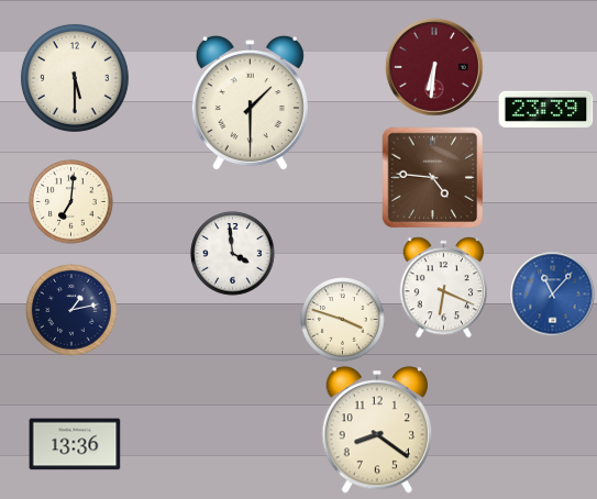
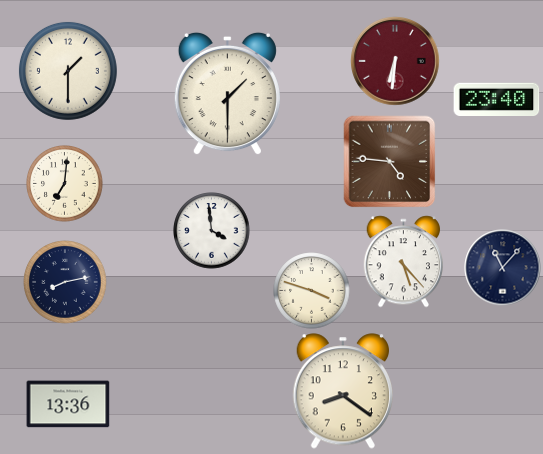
clock at (75, 78): 5:30 -> 1:30
clock at (546, 109): 23:39 -> 23:40
clock at (433, 178) position: (433, 178) -> (390, 162)
clock at (443, 288): 6:19 -> 5:23
clock at (553, 295) dial: blue -> navy
clock at (71, 310): 1:13 -> 8:13
